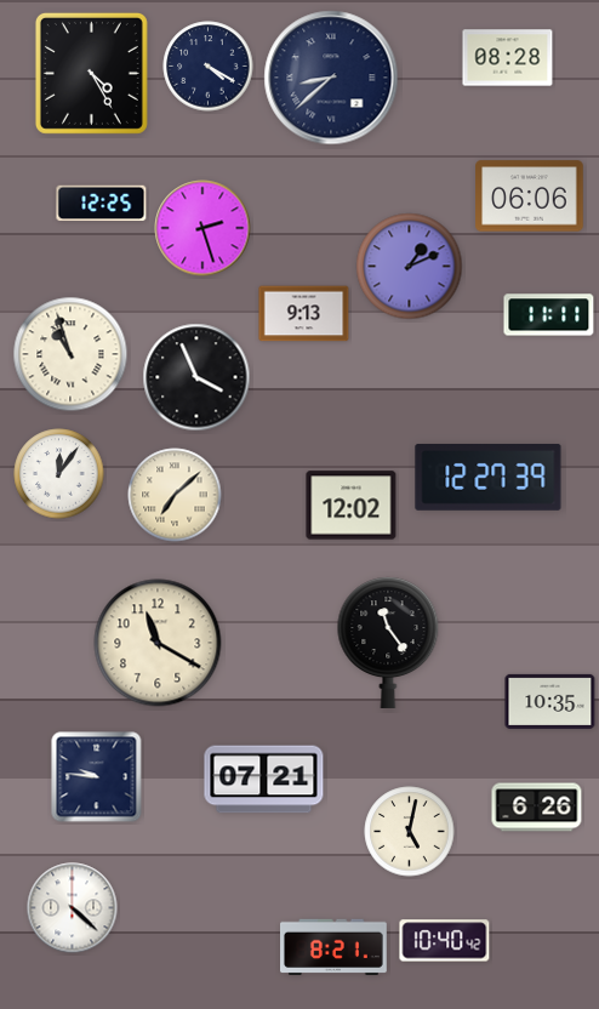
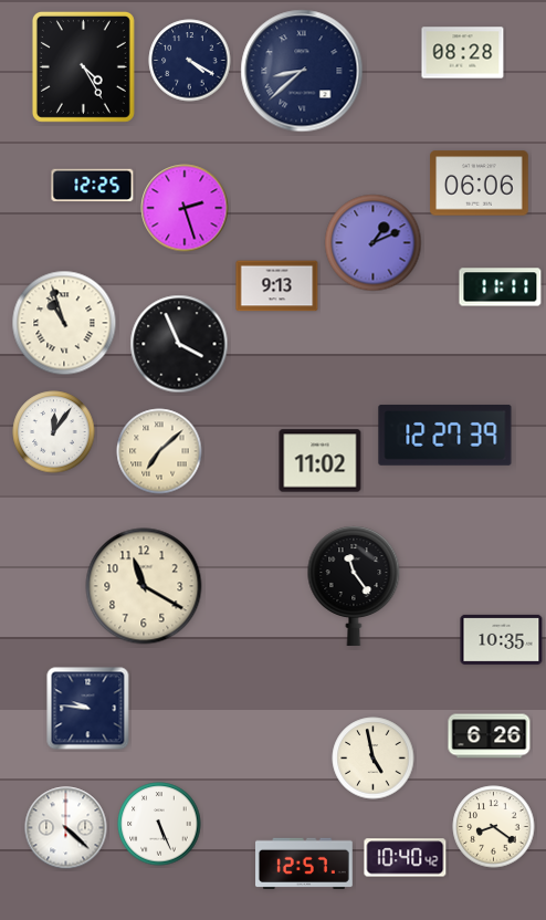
clock at (530, 196) position: (530, 196) -> (480, 184)
clock at (352, 506): 12:02 -> 11:02
clock at (264, 780): 07:21 -> none
clock at (410, 832): 5:02 -> 4:58
clock at (159, 824): none -> 5:26
clock at (494, 827): none -> 8:21
clock at (335, 946): 8:21 -> 12:57
